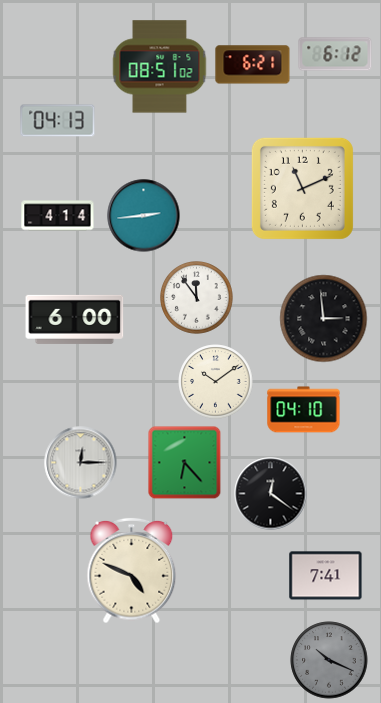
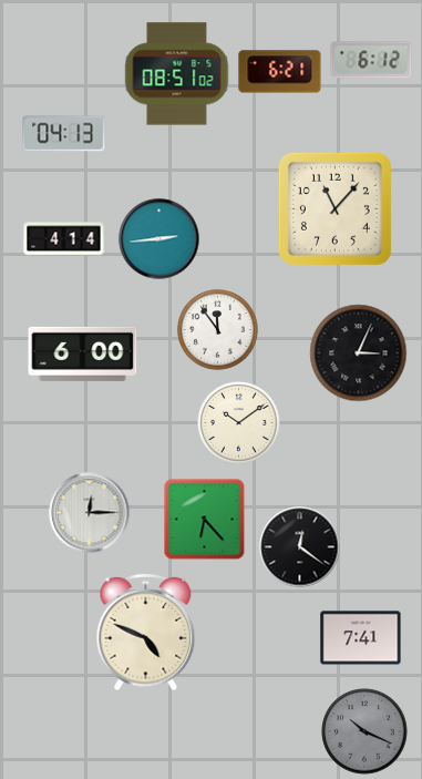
clock at (302, 188): 11:11 -> 11:07
clock at (324, 319): 2:59 -> 3:04
clock at (304, 410): 04:10 -> none
clock at (185, 463) position: (185, 463) -> (205, 520)
